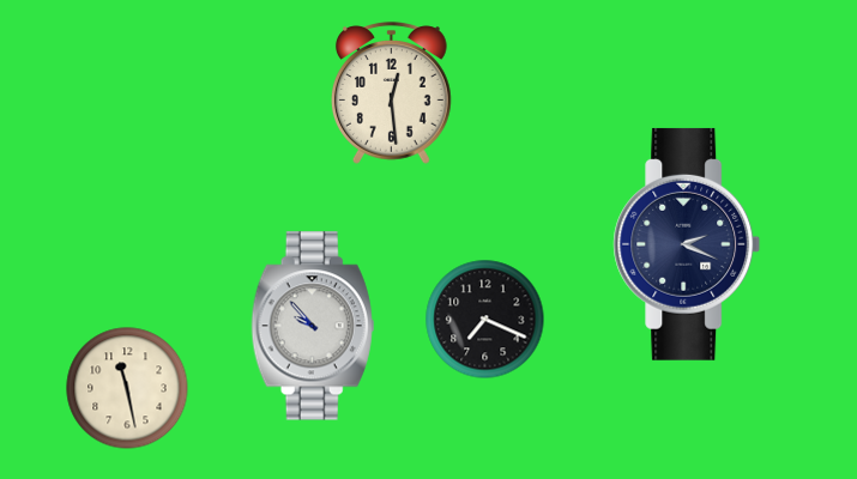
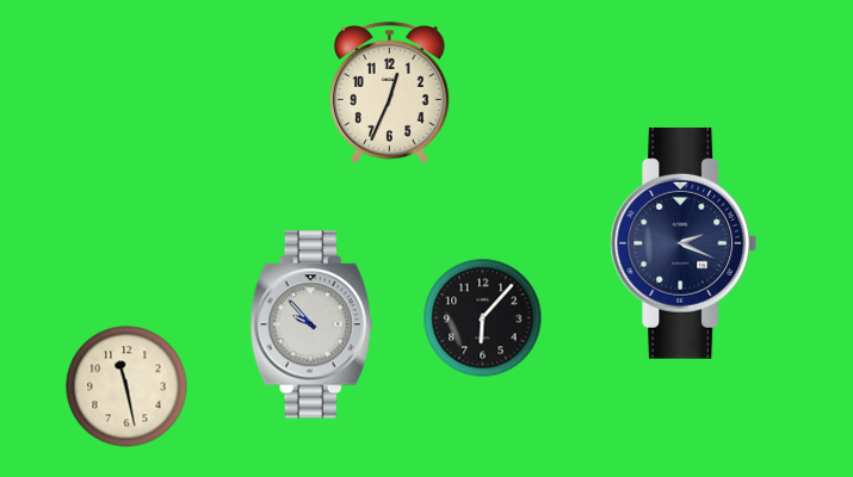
clock at (392, 93): 12:29 -> 12:34
clock at (485, 320): 7:19 -> 6:07
